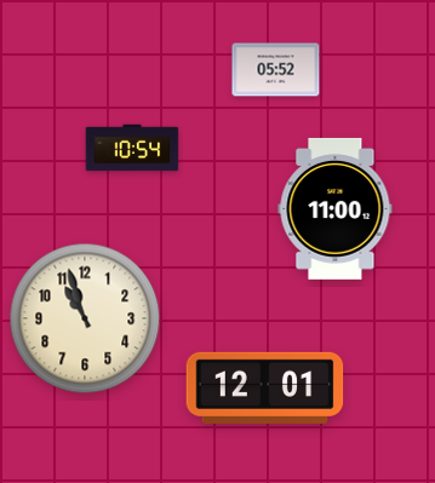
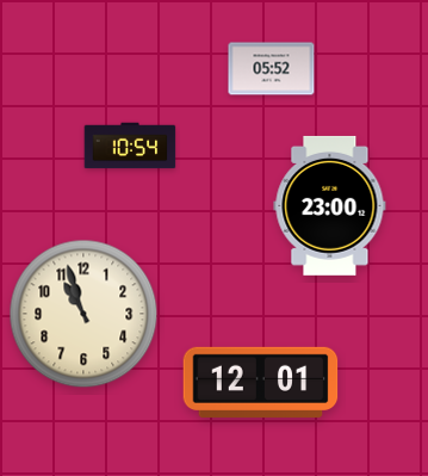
clock at (336, 208): 11:00 -> 23:00
